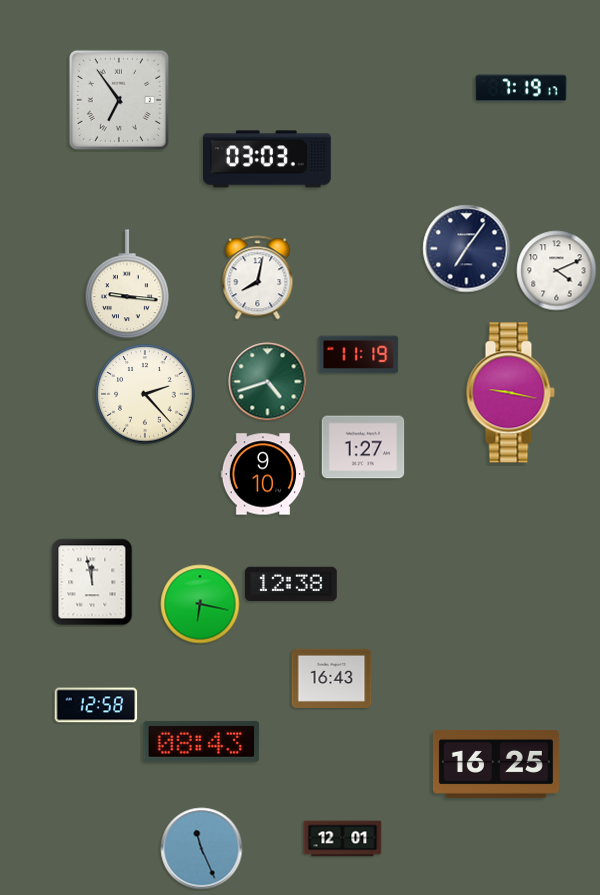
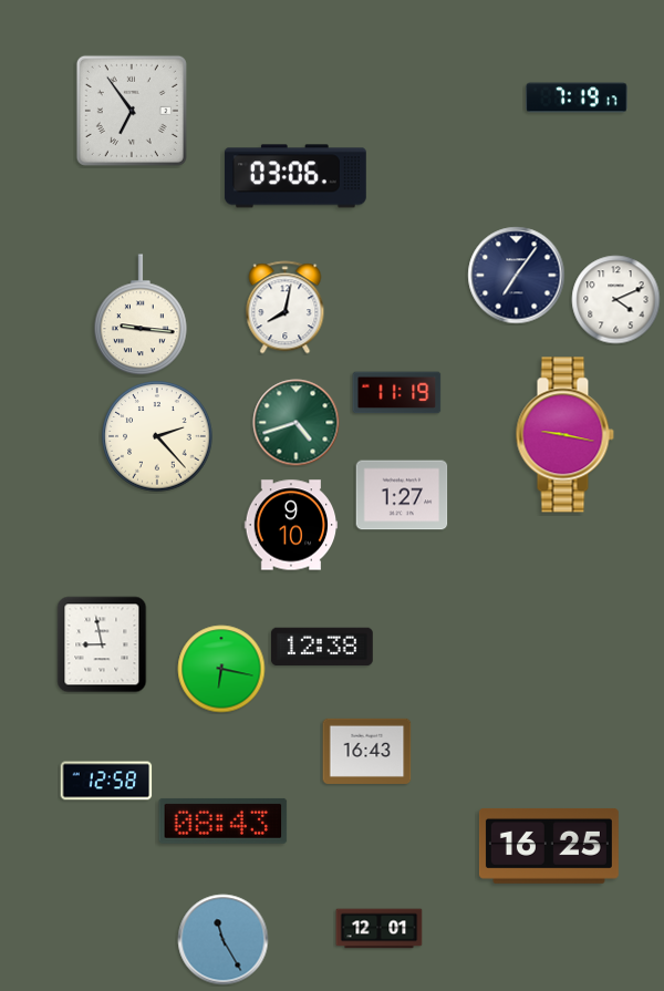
clock at (267, 159): 03:03 -> 03:06
clock at (145, 394) position: (145, 394) -> (157, 436)
clock at (92, 582): 11:58 -> 8:58
clock at (202, 849): 11:26 -> 11:25
